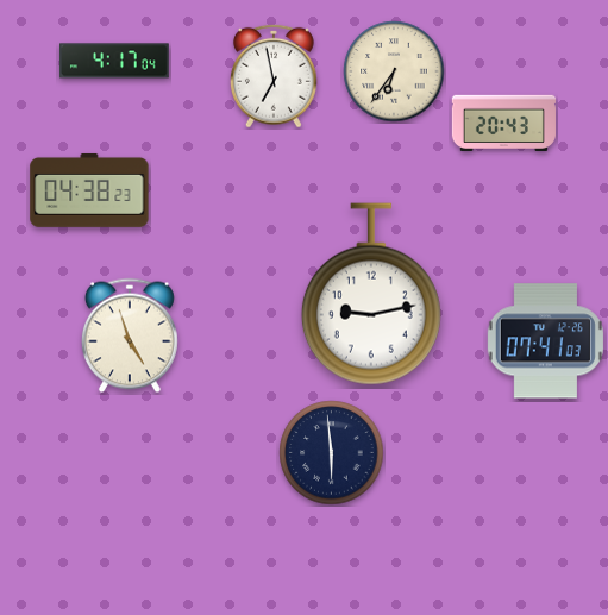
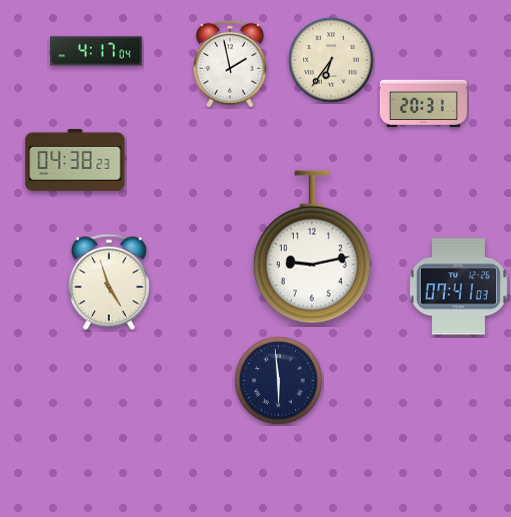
clock at (274, 76): 6:58 -> 1:58
clock at (503, 123): 20:43 -> 20:31
